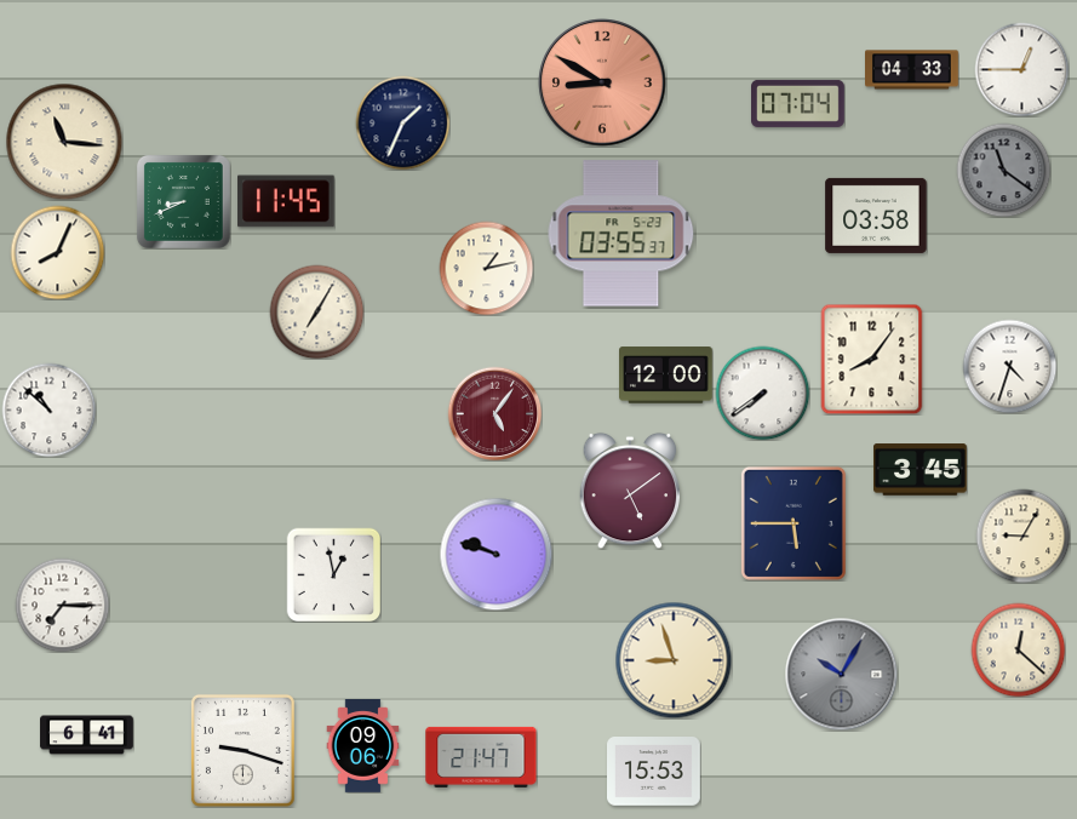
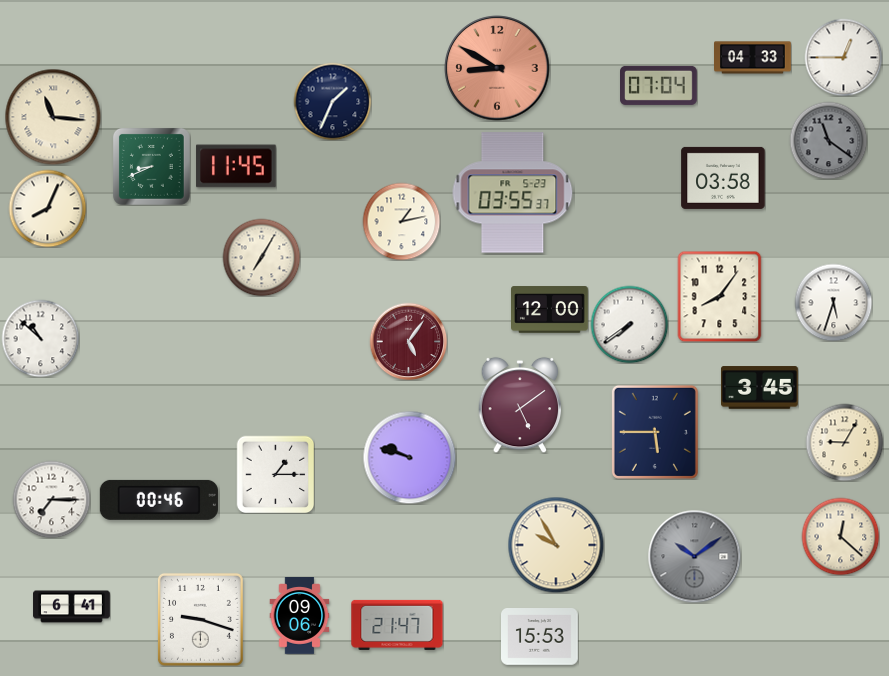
clock at (1009, 366): 4:33 -> 5:33
clock at (333, 574): 12:58 -> 1:15
clock at (159, 500): none -> 00:46
clock at (674, 660): 8:57 -> 9:55
clock at (841, 674): 10:05 -> 10:09
